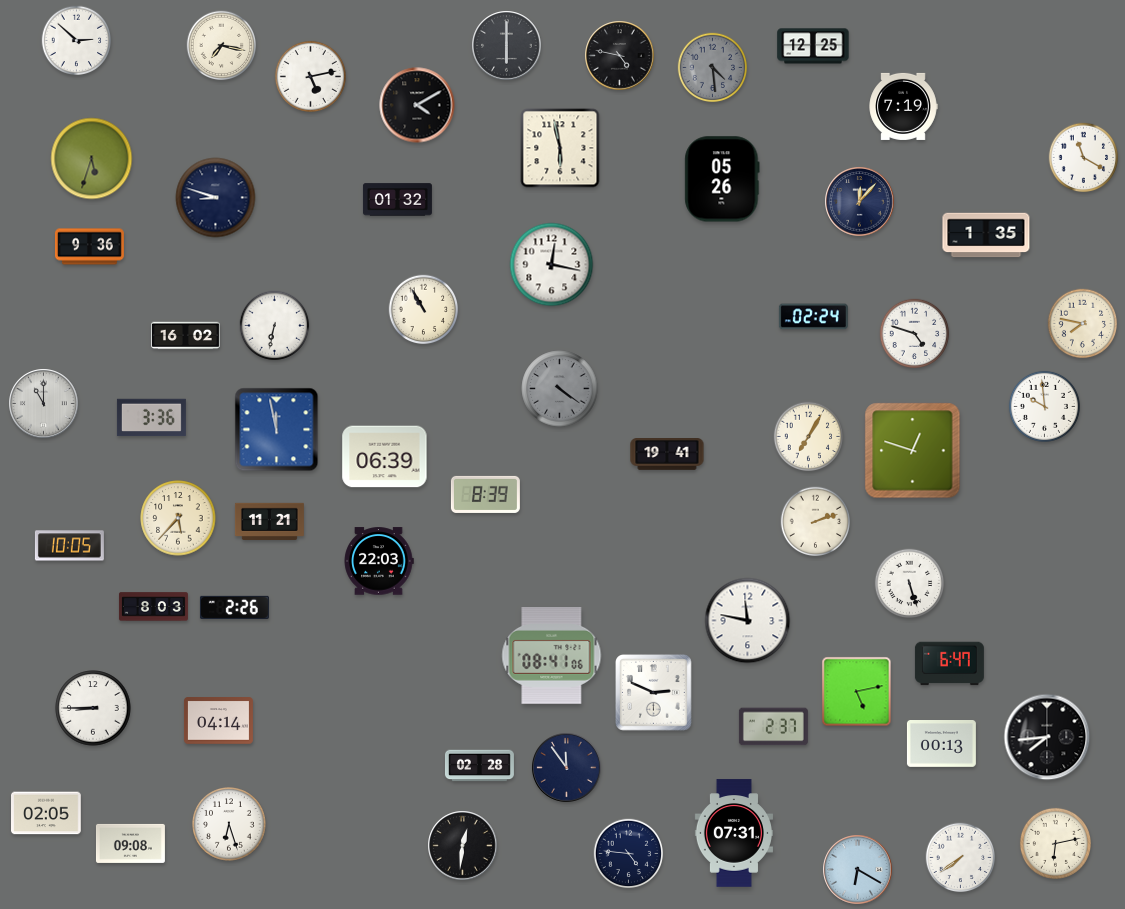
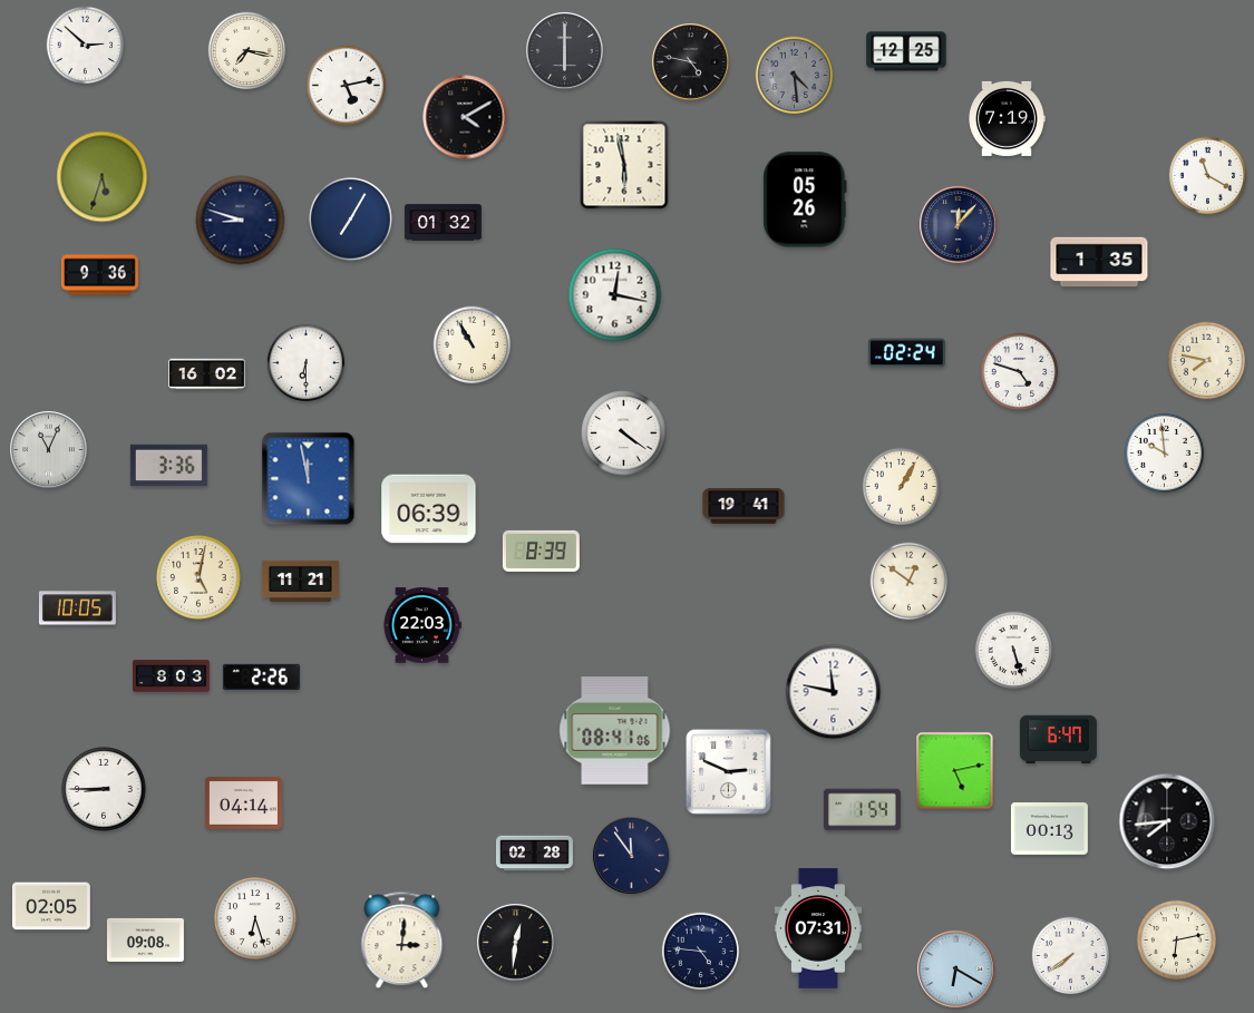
clock at (351, 220): none -> 7:05
clock at (275, 326): 6:32 -> 6:30
clock at (560, 389) dial: grey -> white
clock at (44, 404): 11:00 -> 11:04
clock at (809, 437): 7:05 -> 1:05
clock at (913, 451): 12:48 -> none
clock at (178, 518): 5:37 -> 5:02
clock at (816, 522): 2:12 -> 12:51
clock at (773, 727): 2:37 -> 1:54
clock at (402, 941): none -> 3:01
